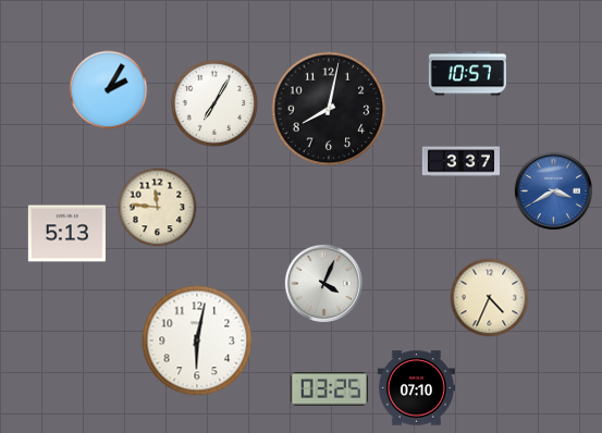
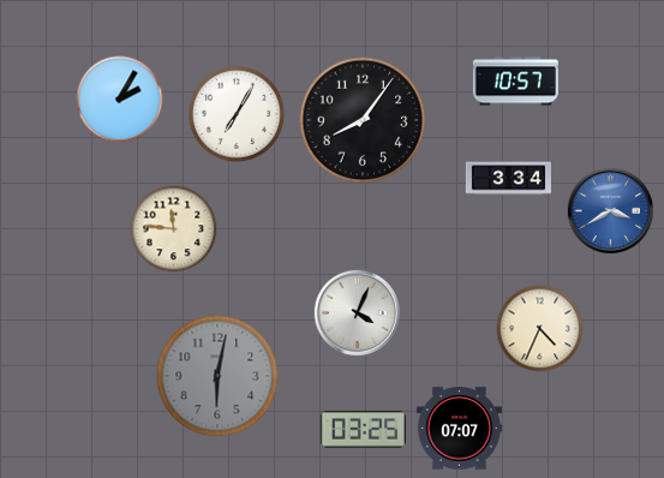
clock at (329, 109): 8:02 -> 8:06
clock at (460, 162): 3:37 -> 3:34
clock at (66, 234): 5:13 -> none
clock at (197, 341) dial: white -> grey
clock at (416, 388): 07:10 -> 07:07
